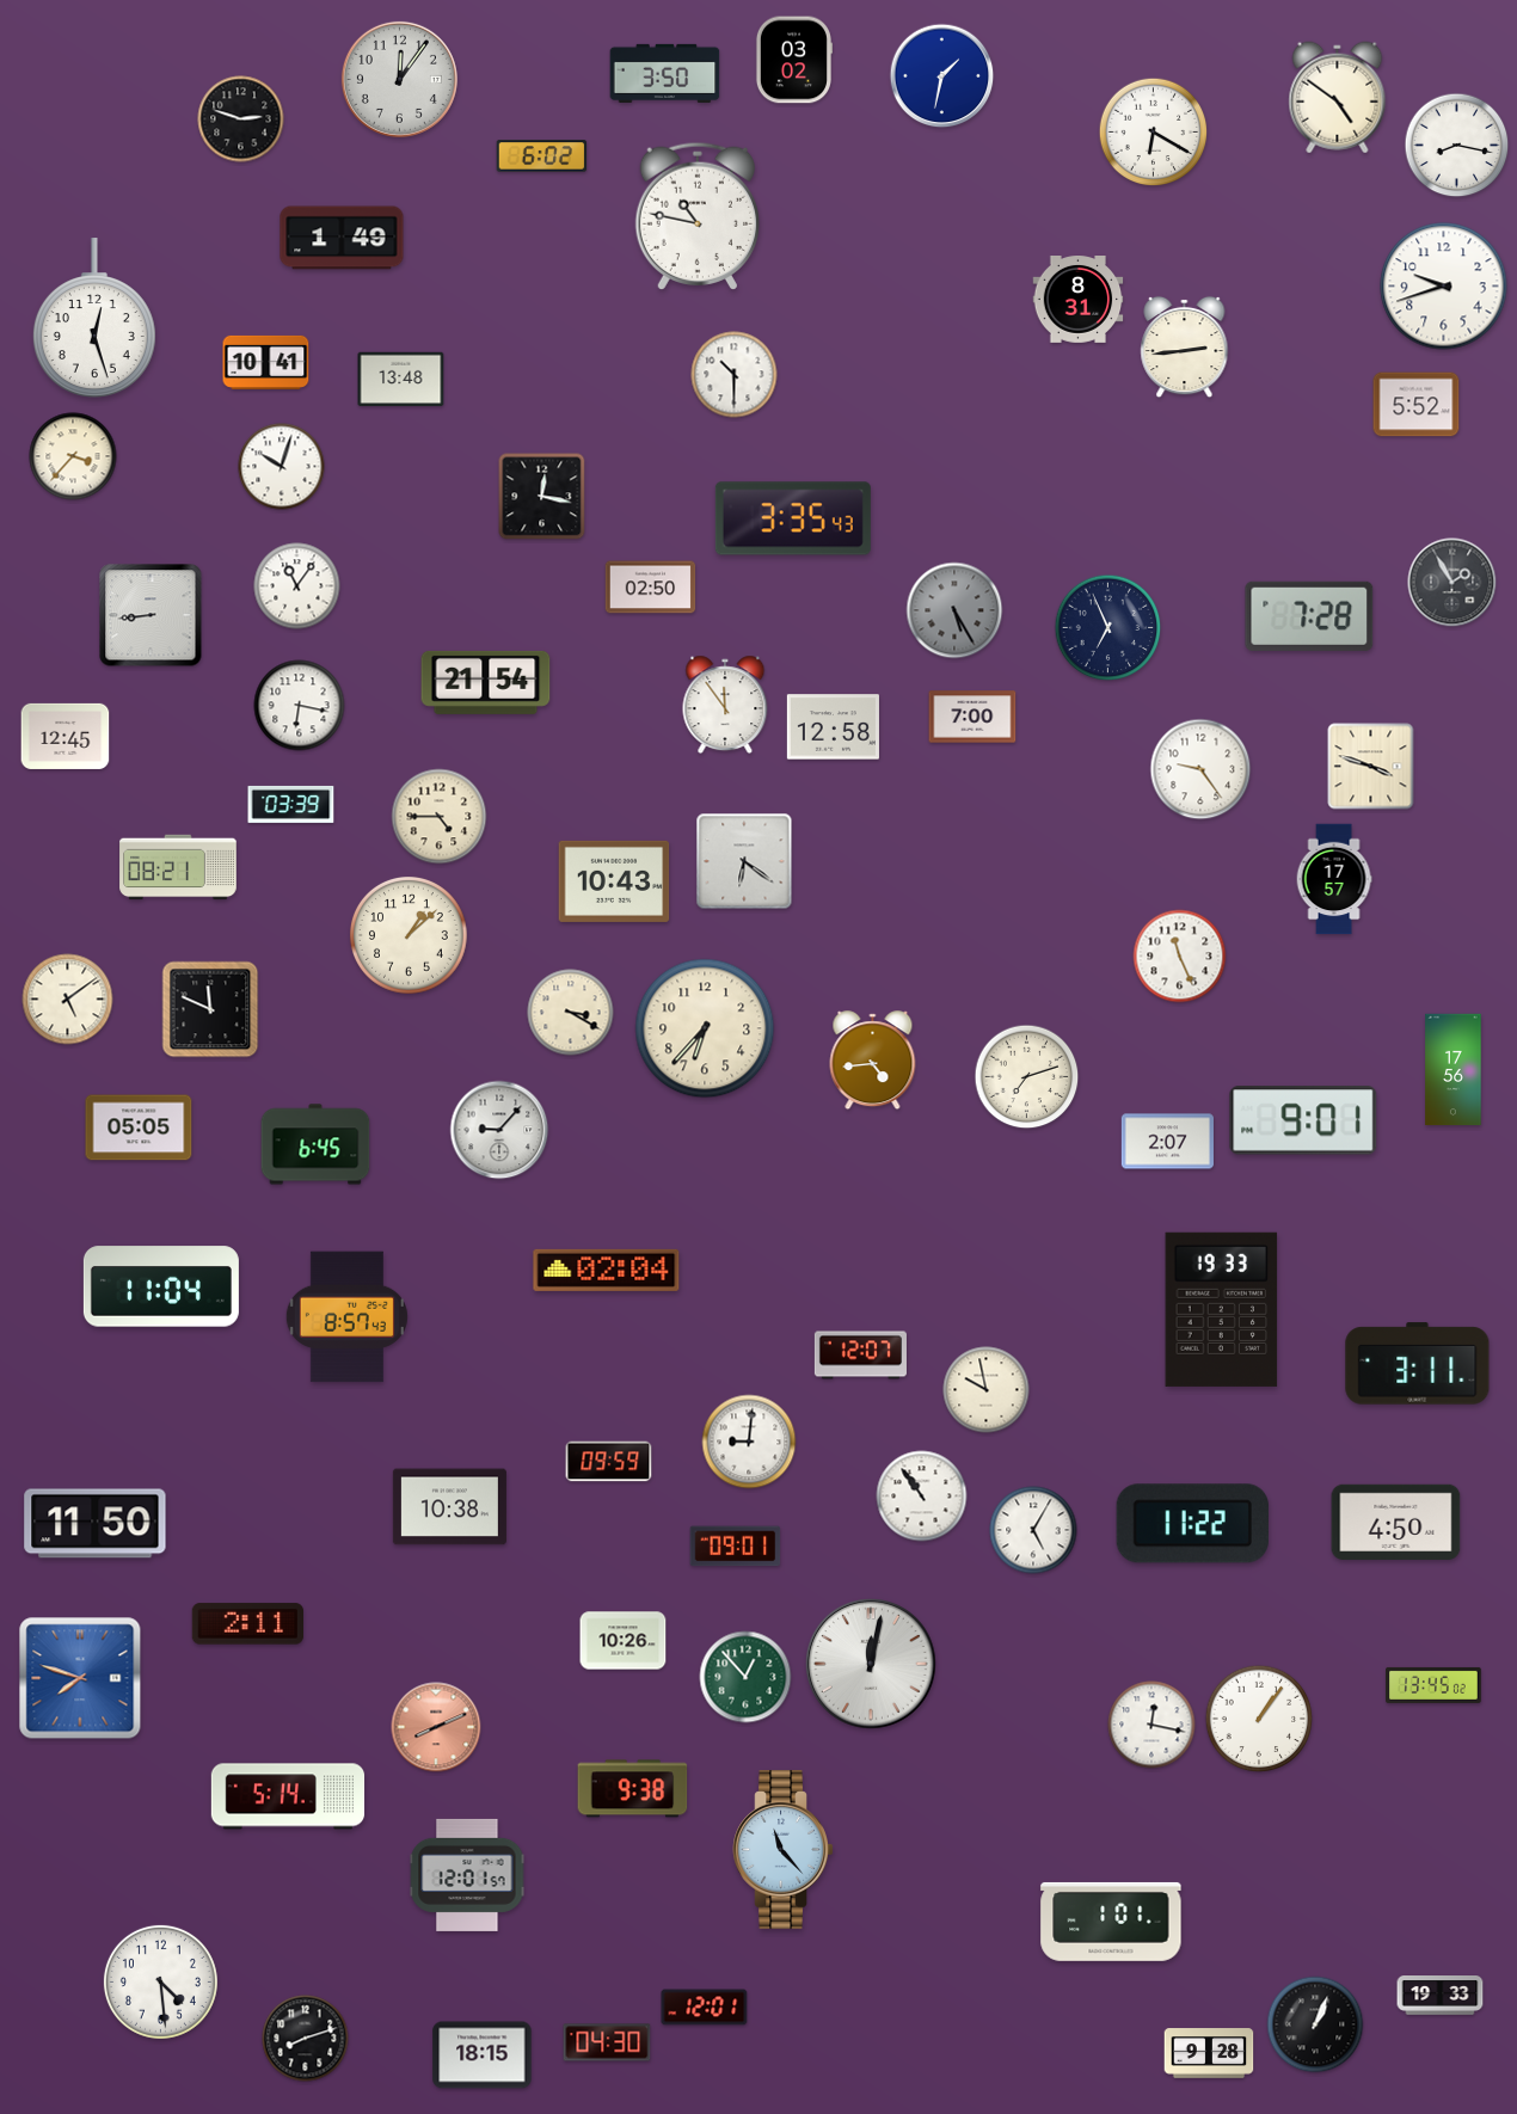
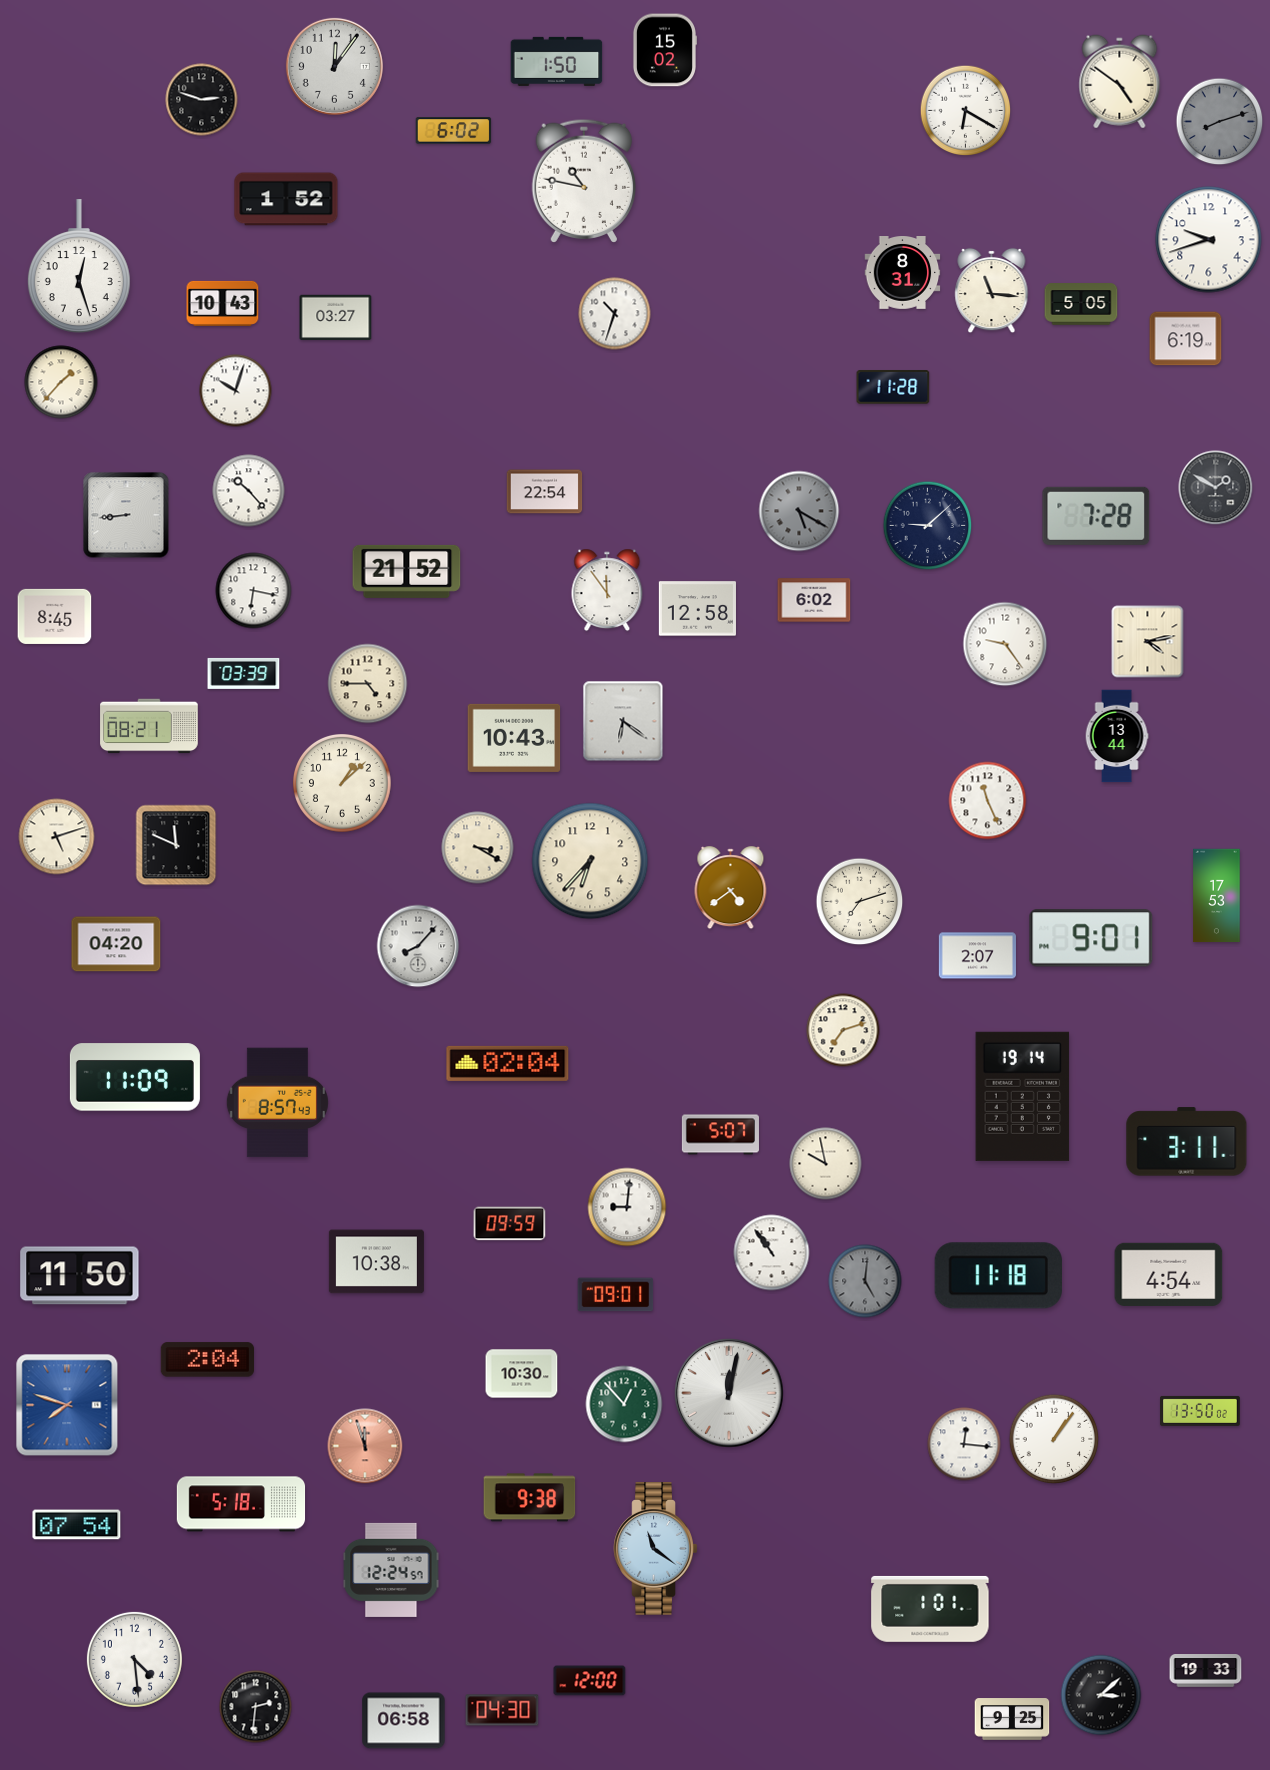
clock at (793, 60): 03:02 -> 15:02
clock at (665, 73): 3:50 -> 1:50
clock at (942, 76): 1:32 -> none
clock at (1457, 146): 8:17 -> 8:12
clock at (1457, 146) dial: white -> grey
clock at (342, 238): 1:49 -> 1:52
clock at (1079, 300) position: (1079, 300) -> (903, 273)
clock at (1185, 348): 2:44 -> 11:16
clock at (266, 362): 10:41 -> 10:43
clock at (1081, 304): none -> 5:05
clock at (735, 375): 10:30 -> 10:33
clock at (401, 380): 13:48 -> 03:27
clock at (1417, 405): 5:52 -> 6:19
clock at (73, 456): 3:37 -> 1:37
clock at (893, 387): none -> 11:28
clock at (542, 497): 12:17 -> none
clock at (793, 518): 3:35 -> none
clock at (1452, 583): 1:55 -> 1:50
clock at (297, 586): 11:06 -> 10:23
clock at (651, 588): 02:50 -> 22:54
clock at (954, 610): 5:25 -> 5:20
clock at (1108, 628): 6:56 -> 9:08
clock at (486, 682): 21:54 -> 21:52
clock at (300, 706) position: (300, 706) -> (254, 591)
clock at (972, 717): 7:00 -> 6:02
clock at (66, 736): 12:45 -> 8:45
clock at (1371, 767): 3:48 -> 4:13
clock at (1334, 879): 17:57 -> 13:44
clock at (68, 1000): 5:09 -> 5:12
clock at (873, 1061): 4:44 -> 4:39
clock at (1454, 1070): 17:56 -> 17:53
clock at (139, 1127): 05:05 -> 04:20
clock at (499, 1130): 9:07 -> 8:07
clock at (315, 1144): 6:45 -> none
clock at (843, 1030): none -> 7:12
clock at (161, 1286): 11:04 -> 11:09
clock at (1222, 1309): 19:33 -> 19:14
clock at (346, 1317) position: (346, 1317) -> (277, 1103)
clock at (860, 1356): 12:07 -> 5:07
clock at (1396, 1522): 4:50 -> 4:54
clock at (1192, 1524): 11:22 -> 11:18
clock at (1033, 1530): 5:05 -> 5:01
clock at (1033, 1530) dial: white -> grey
clock at (247, 1624): 2:11 -> 2:04
clock at (624, 1641): 10:26 -> 10:30
clock at (1433, 1685): 13:45 -> 13:50
clock at (1151, 1725): 12:17 -> 12:16
clock at (436, 1727): 8:11 -> 11:57
clock at (288, 1796): 5:14 -> 5:18
clock at (77, 1525): none -> 07:54
clock at (784, 1850): 11:23 -> 11:21
clock at (467, 1875): 12:01 -> 12:24
clock at (705, 2008): 12:01 -> 12:00
clock at (1315, 2024): 1:04 -> 3:08
clock at (306, 2039): 8:12 -> 2:31
clock at (607, 2042) position: (607, 2042) -> (502, 1710)
clock at (1209, 2053): 9:28 -> 9:25
clock at (483, 2055): 18:15 -> 06:58
